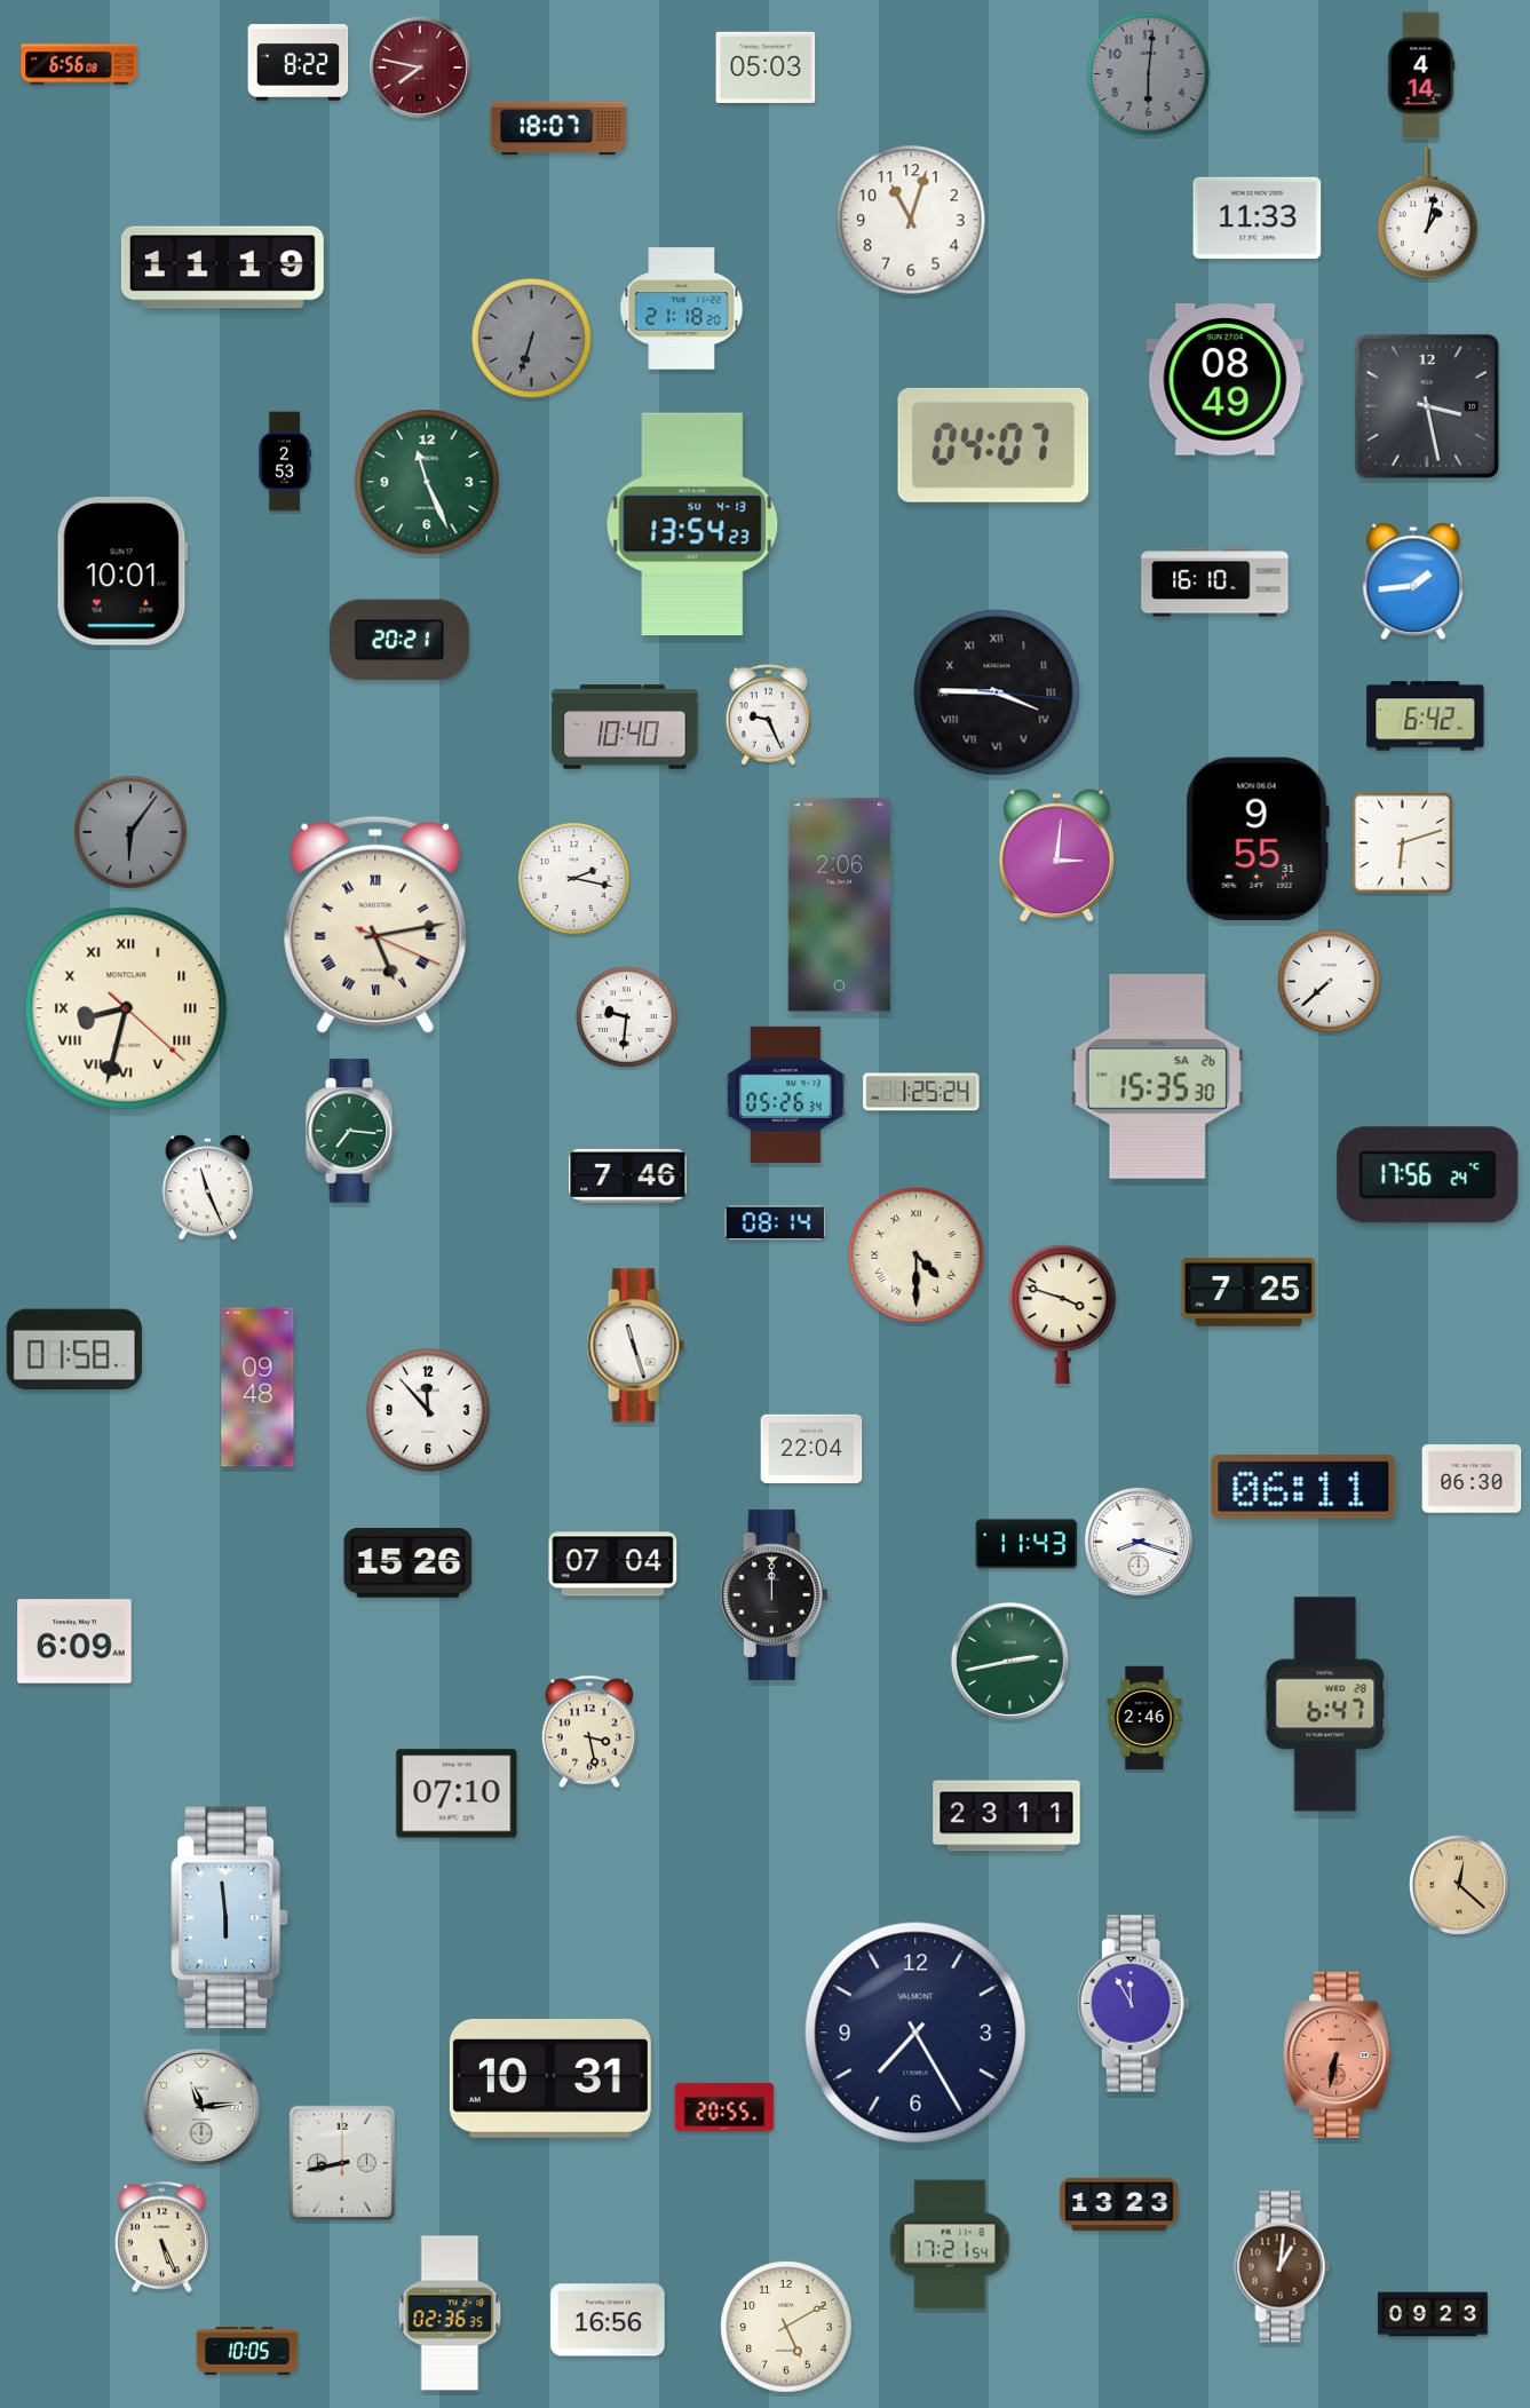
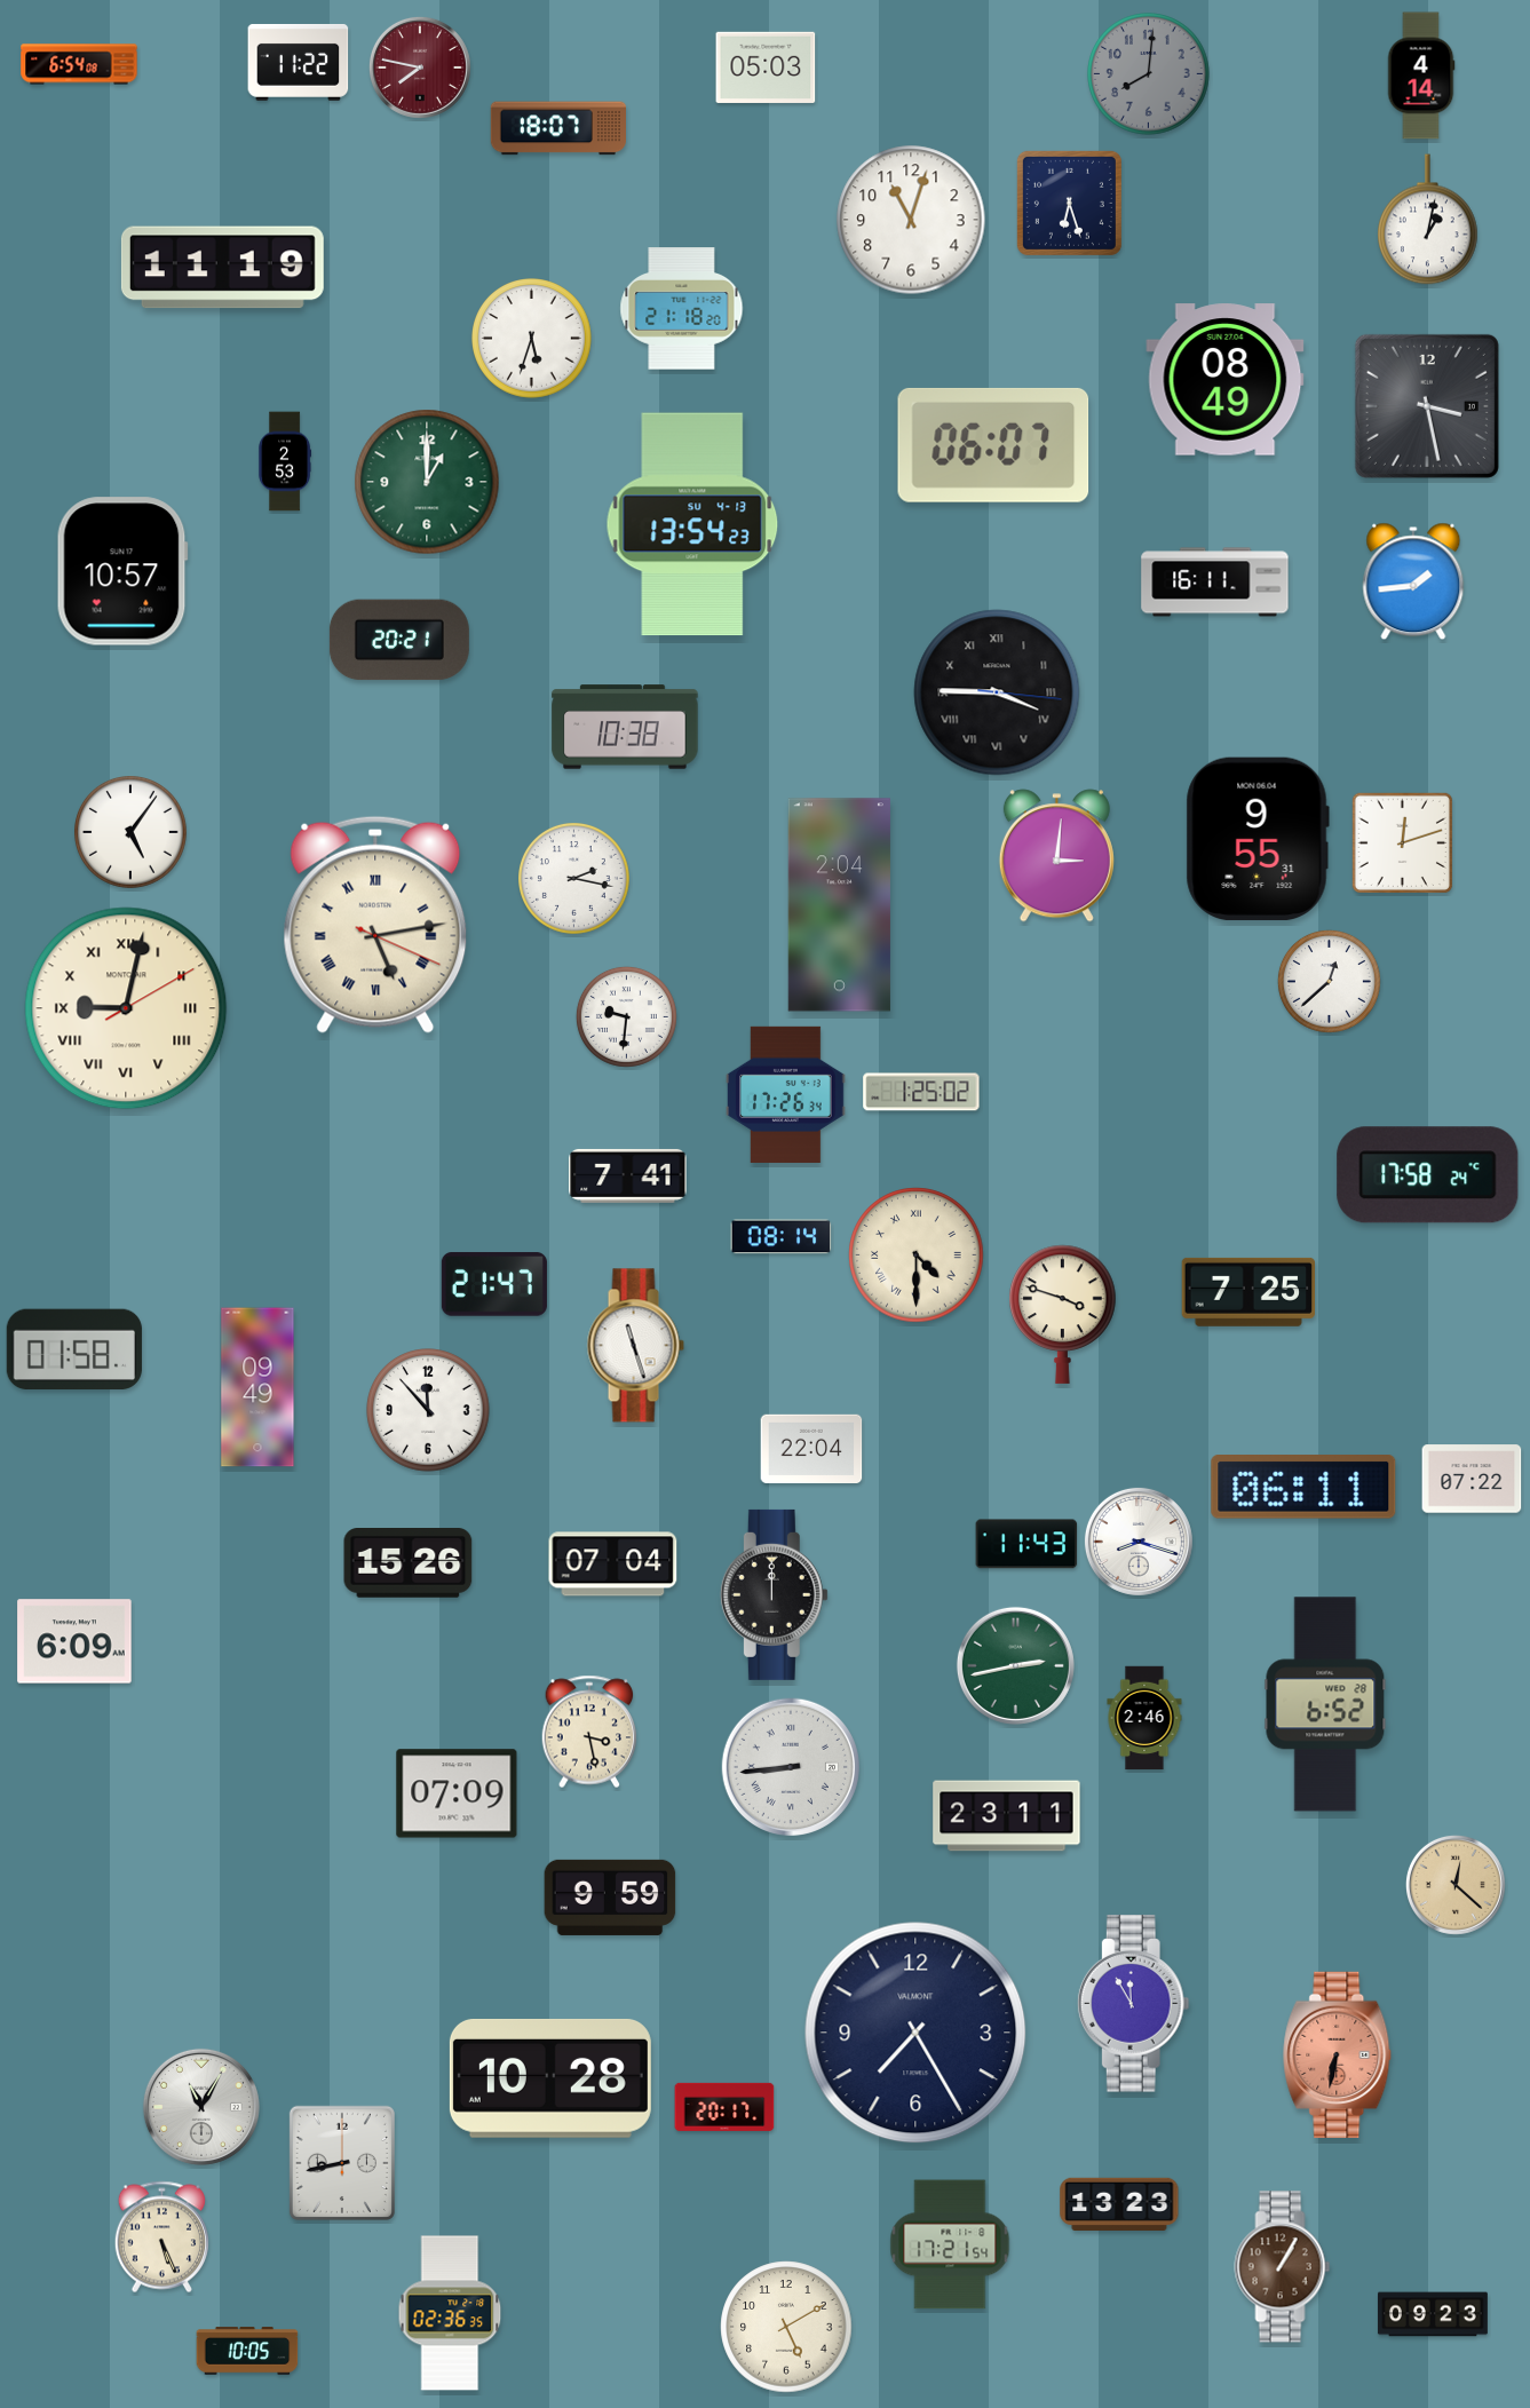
clock at (299, 62): 8:22 -> 11:22
clock at (79, 64): 6:56 -> 6:54
clock at (1149, 74): 6:01 -> 8:01
clock at (1069, 203): none -> 6:27
clock at (1428, 214) position: (1428, 214) -> (1428, 220)
clock at (1258, 219): 11:33 -> none
clock at (532, 339): 6:33 -> 5:33
clock at (532, 339) dial: grey -> white
clock at (993, 445): 04:07 -> 06:07
clock at (427, 482): 11:26 -> 1:00
clock at (122, 571): 10:01 -> 10:57
clock at (1215, 583): 16:10 -> 16:11
clock at (769, 715): 9:26 -> none
clock at (1426, 716): 6:42 -> none
clock at (625, 727): 10:40 -> 10:38
clock at (132, 833): 6:06 -> 5:06
clock at (132, 833) dial: grey -> white
clock at (1402, 842): 6:12 -> 12:12
clock at (839, 905): 2:06 -> 2:04
clock at (1329, 981): 7:38 -> 12:38
clock at (126, 1008): 8:32 -> 9:02
clock at (1157, 1076): 15:35 -> none
clock at (921, 1092): 1:25:24 -> 1:25:02
clock at (786, 1094): 05:26 -> 17:26
clock at (352, 1131): 7:16 -> none
clock at (628, 1175): 7:46 -> 7:41
clock at (1428, 1175): 17:56 -> 17:58
clock at (208, 1188): 11:26 -> none
clock at (776, 1223) position: (776, 1223) -> (782, 1237)
clock at (494, 1284): none -> 21:47
clock at (257, 1387): 09:48 -> 09:49
clock at (1472, 1479): 06:30 -> 07:22
clock at (1009, 1661) position: (1009, 1661) -> (1015, 1665)
clock at (1325, 1704): 6:47 -> 6:52
clock at (791, 1767): none -> 8:44
clock at (457, 1793): 07:10 -> 07:09
clock at (1459, 1885) position: (1459, 1885) -> (1456, 1885)
clock at (610, 1898): none -> 9:59
clock at (230, 1918): 5:59 -> none
clock at (550, 2078): 10:31 -> 10:28
clock at (201, 2107): 11:14 -> 11:05
clock at (724, 2107): 20:55 -> 20:17
clock at (1283, 2267): 1:01 -> 1:05
clock at (608, 2320): 16:56 -> none
